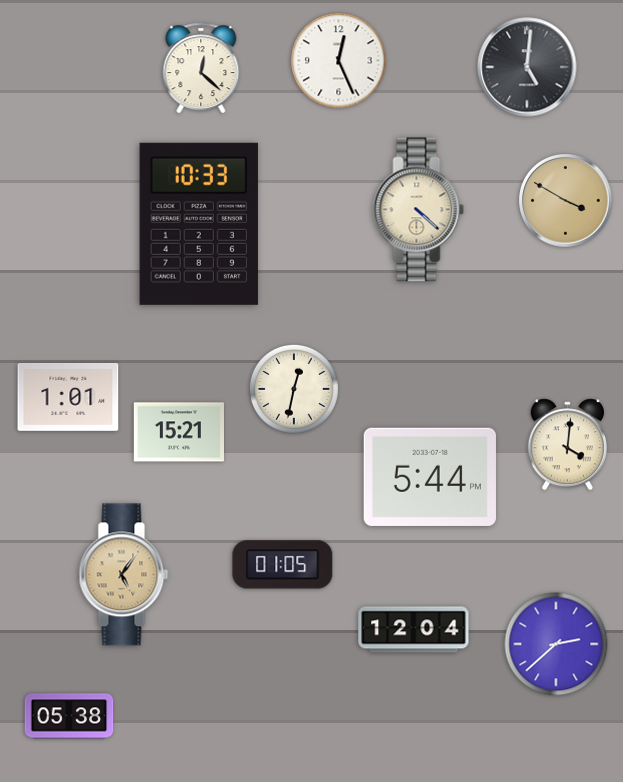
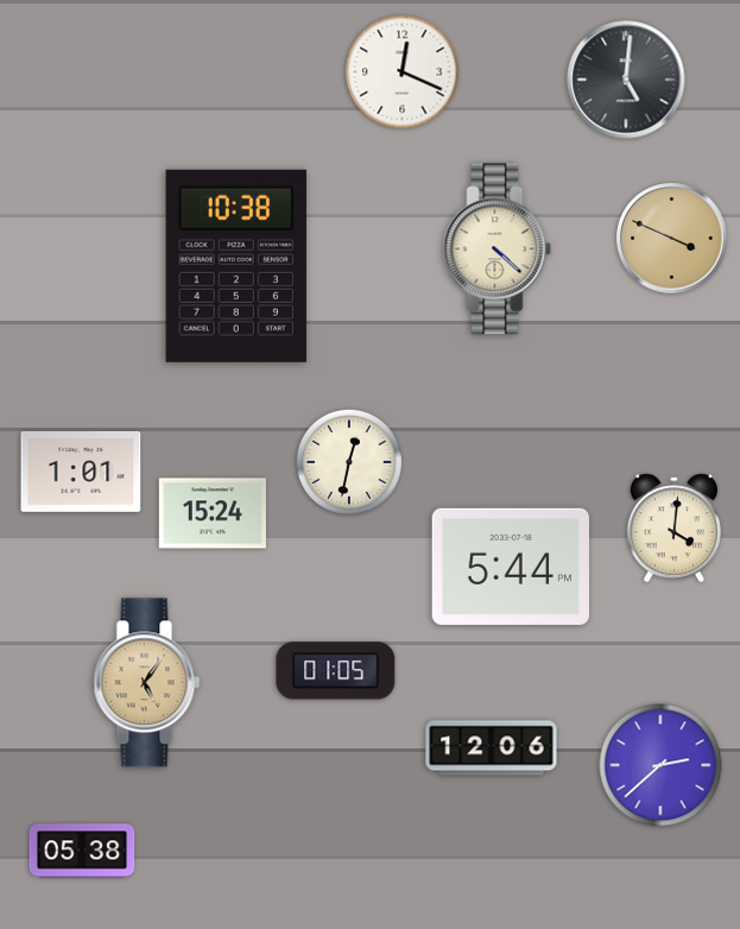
clock at (339, 61): 12:26 -> 12:19
clock at (201, 68): 12:22 -> none
clock at (566, 201): 3:50 -> 3:49
clock at (199, 224): 10:33 -> 10:38
clock at (178, 432): 15:21 -> 15:24
clock at (414, 630): 12:04 -> 12:06
